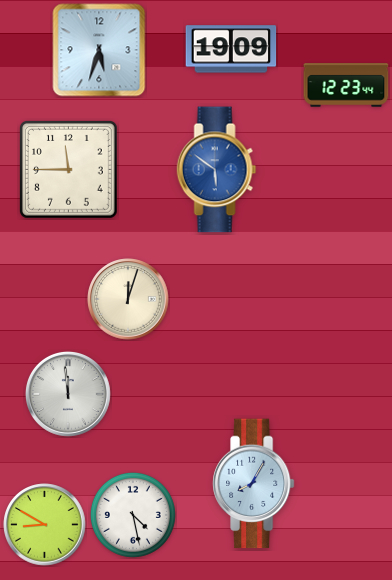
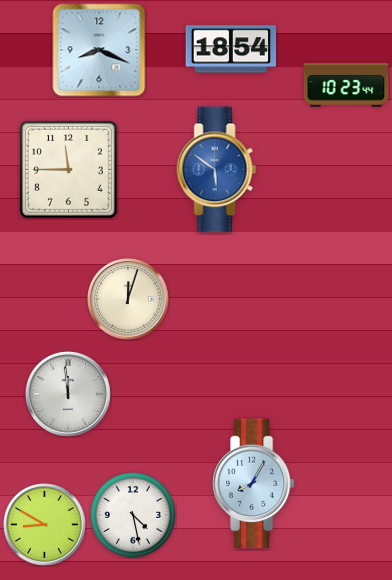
clock at (231, 49): 19:09 -> 18:54
clock at (99, 50): 5:33 -> 8:19
clock at (346, 85): 12:23 -> 10:23
